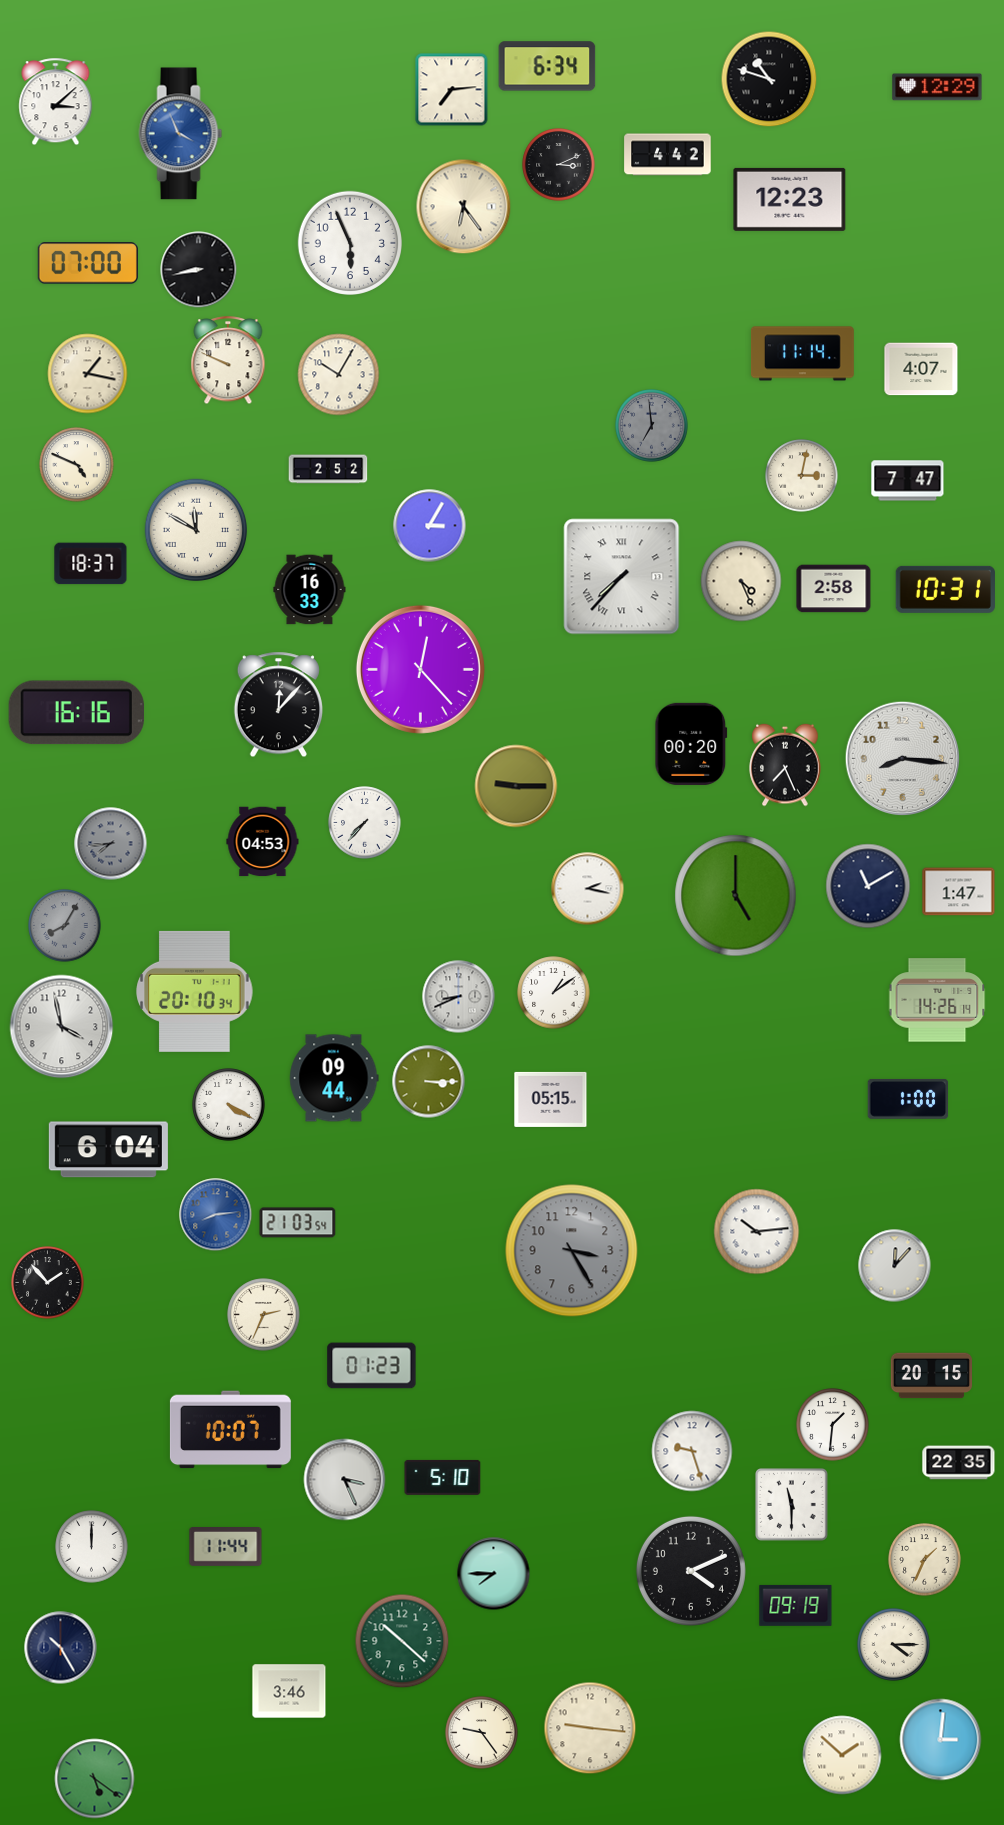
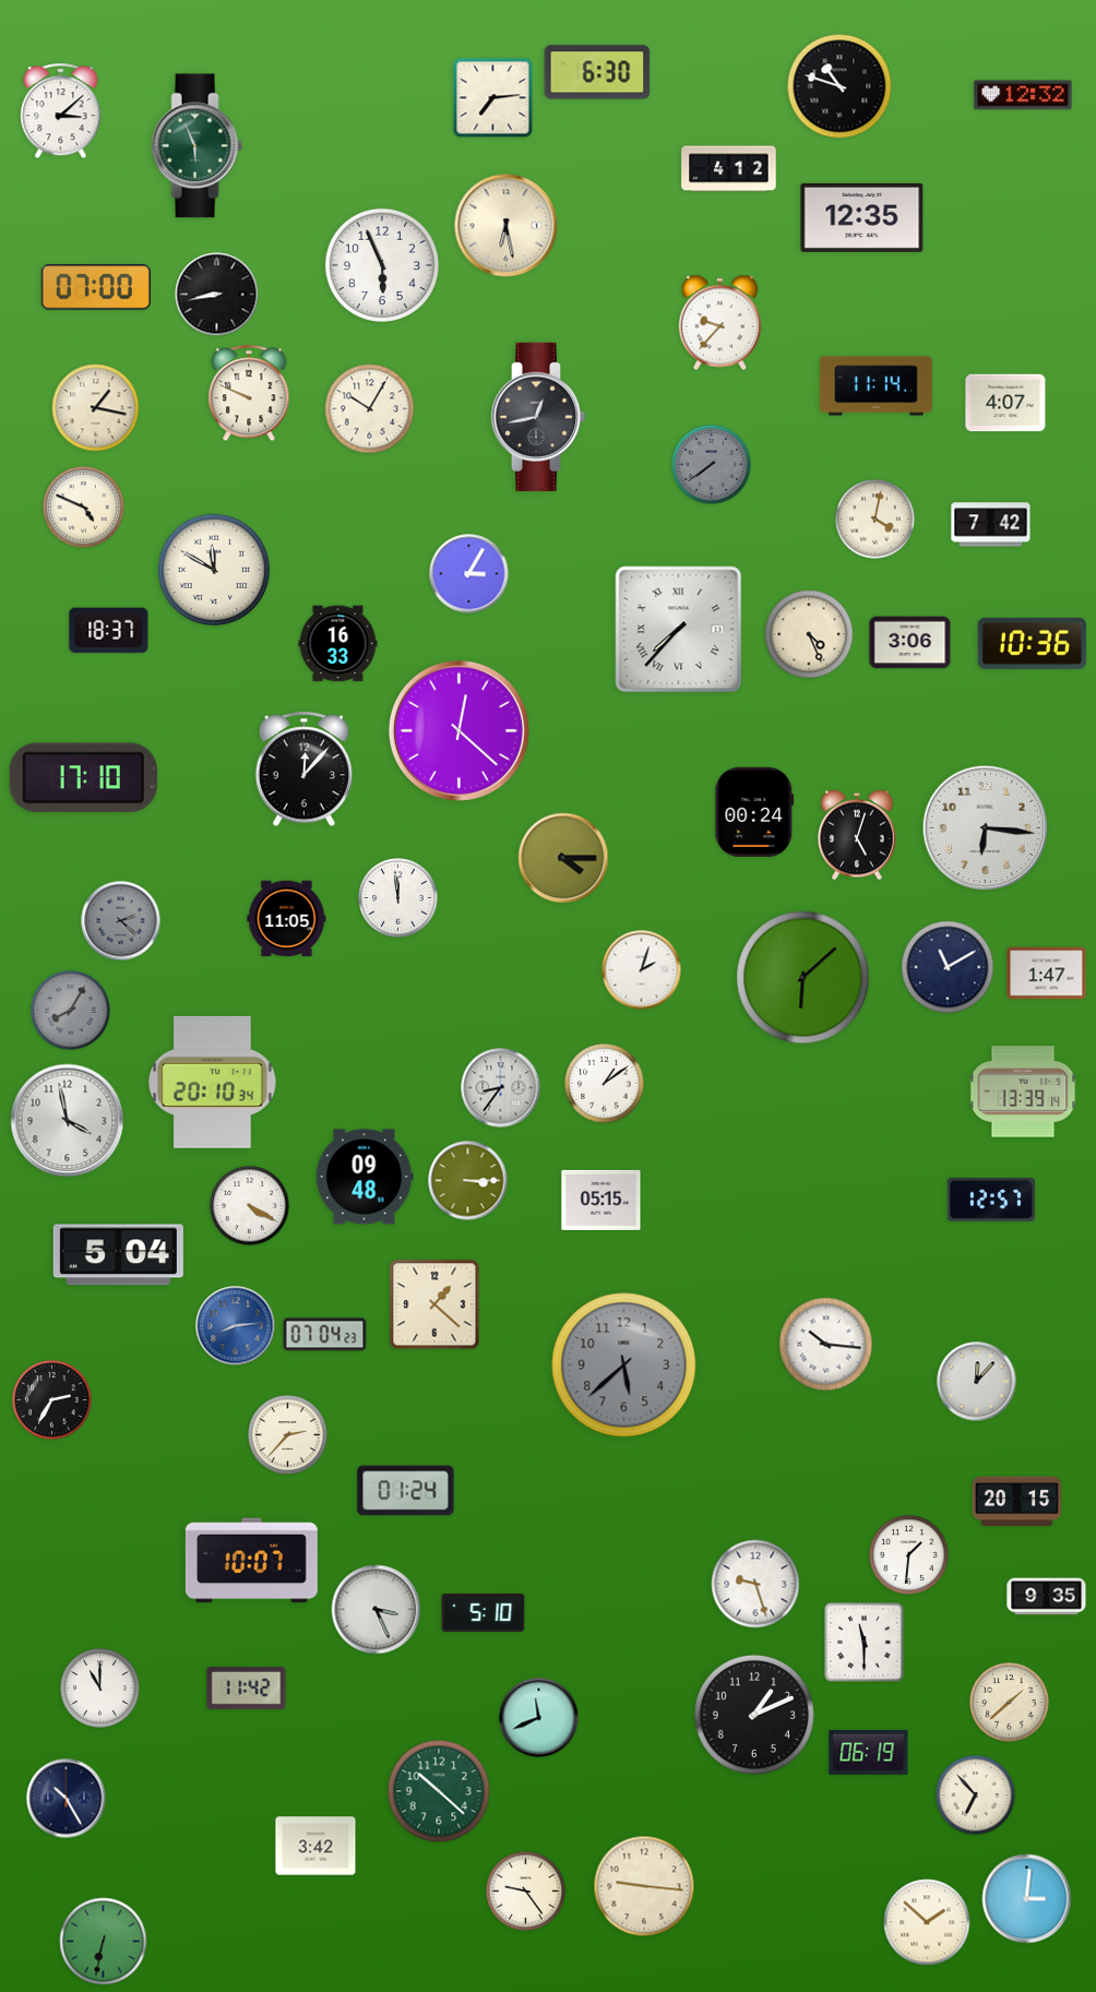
clock at (547, 66): 6:34 -> 6:30
clock at (937, 87): 12:29 -> 12:32
clock at (181, 134): 3:56 -> 5:56
clock at (181, 134) dial: blue -> green
clock at (668, 155): 4:42 -> 4:12
clock at (559, 165): 3:11 -> none
clock at (790, 199): 12:23 -> 12:35
clock at (464, 207): 6:24 -> 6:28
clock at (720, 323): none -> 9:37
clock at (538, 417): none -> 12:43
clock at (652, 426): 6:59 -> 7:39
clock at (328, 469): 2:52 -> none
clock at (802, 476): 3:02 -> 4:02
clock at (908, 481): 7:47 -> 7:42
clock at (196, 530) position: (196, 530) -> (214, 570)
clock at (91, 564) position: (91, 564) -> (109, 631)
clock at (834, 589): 2:58 -> 3:06
clock at (945, 589): 10:31 -> 10:36
clock at (420, 669): 12:23 -> 12:22
clock at (76, 713): 16:16 -> 17:10
clock at (691, 744): 00:20 -> 00:24
clock at (903, 759): 8:16 -> 6:16
clock at (785, 765): 7:26 -> 5:03
clock at (516, 786): 9:15 -> 4:15
clock at (365, 823): 7:37 -> 11:59
clock at (263, 842): 04:53 -> 11:05
clock at (111, 844): 7:44 -> 2:22
clock at (588, 889): 2:17 -> 2:03
clock at (736, 896): 5:00 -> 6:08
clock at (459, 997): 8:41 -> 8:36
clock at (937, 1000): 14:26 -> 13:39
clock at (334, 1078): 09:44 -> 09:48
clock at (908, 1099): 1:00 -> 12:57
clock at (108, 1150): 6:04 -> 5:04
clock at (434, 1304): none -> 1:22
clock at (298, 1223): 21:03 -> 07:04
clock at (757, 1232): 10:14 -> 10:16
clock at (572, 1251): 3:25 -> 5:38
clock at (48, 1283): 1:53 -> 2:35
clock at (264, 1315): 2:34 -> 2:37
clock at (372, 1366): 01:23 -> 01:24
clock at (959, 1463): 22:35 -> 9:35
clock at (345, 1480) position: (345, 1480) -> (377, 1610)
clock at (92, 1547): 12:00 -> 11:00
clock at (226, 1547): 11:44 -> 11:42
clock at (925, 1560): 1:34 -> 1:38
clock at (691, 1571): 4:11 -> 1:11
clock at (494, 1574): 7:45 -> 11:41
clock at (796, 1605): 09:19 -> 06:19
clock at (894, 1645): 4:15 -> 6:53
clock at (289, 1691): 3:46 -> 3:42
clock at (842, 1755) position: (842, 1755) -> (927, 1922)
clock at (95, 1779): 5:21 -> 6:32
